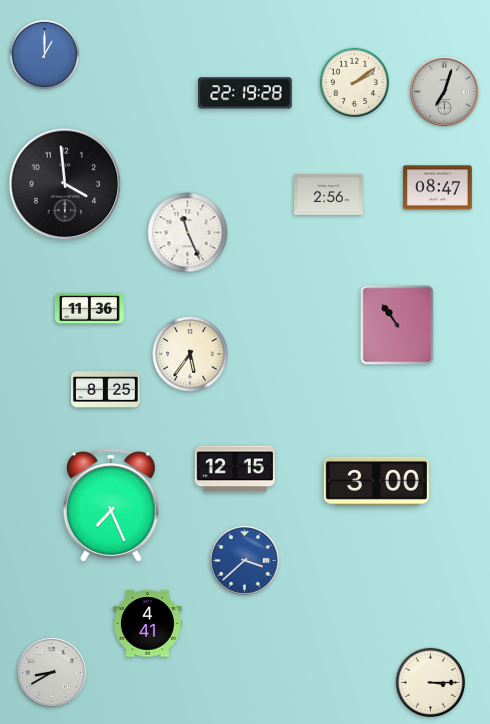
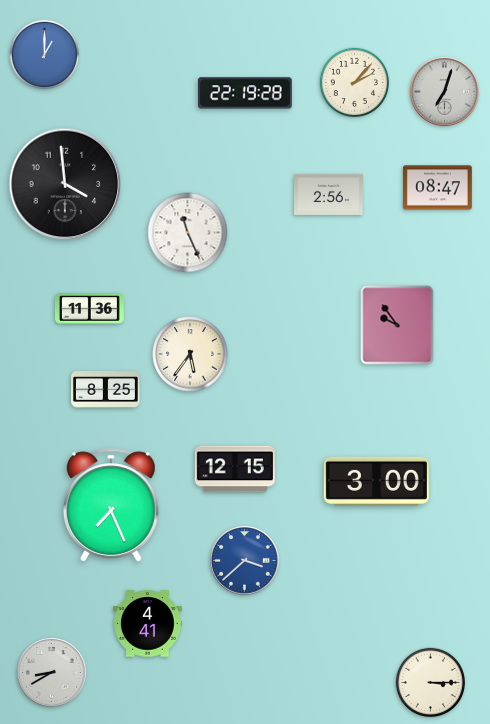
clock at (354, 82): 2:09 -> 2:07
clock at (397, 325): 10:54 -> 9:54
